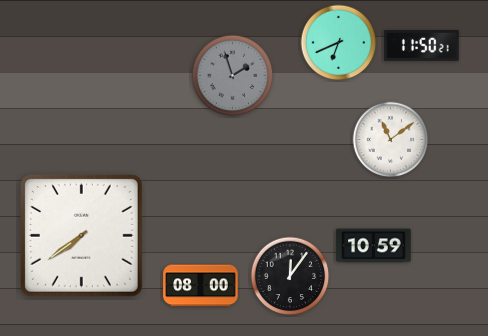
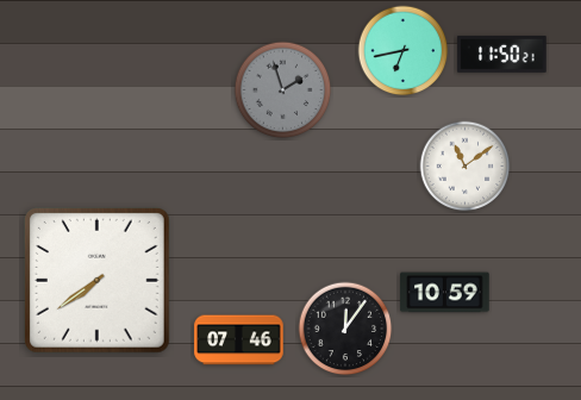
clock at (339, 43): 6:41 -> 6:43
clock at (233, 76) position: (233, 76) -> (283, 90)
clock at (201, 286): 08:00 -> 07:46
